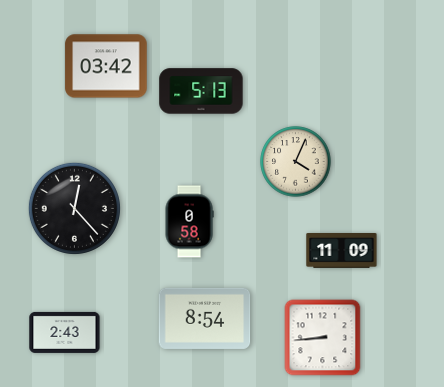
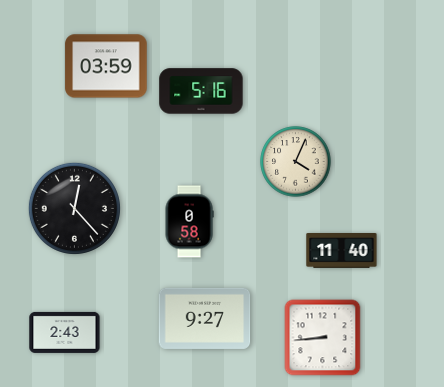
clock at (106, 66): 03:42 -> 03:59
clock at (201, 91): 5:13 -> 5:16
clock at (342, 251): 11:09 -> 11:40
clock at (205, 318): 8:54 -> 9:27
